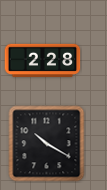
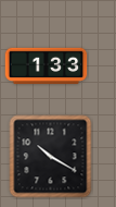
clock at (43, 61): 2:28 -> 1:33
